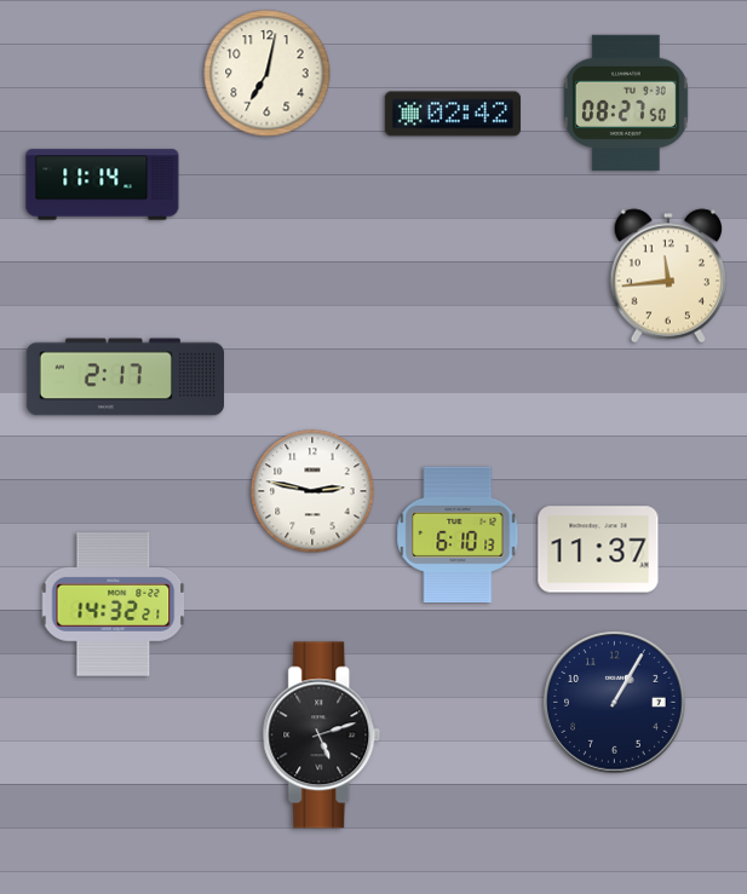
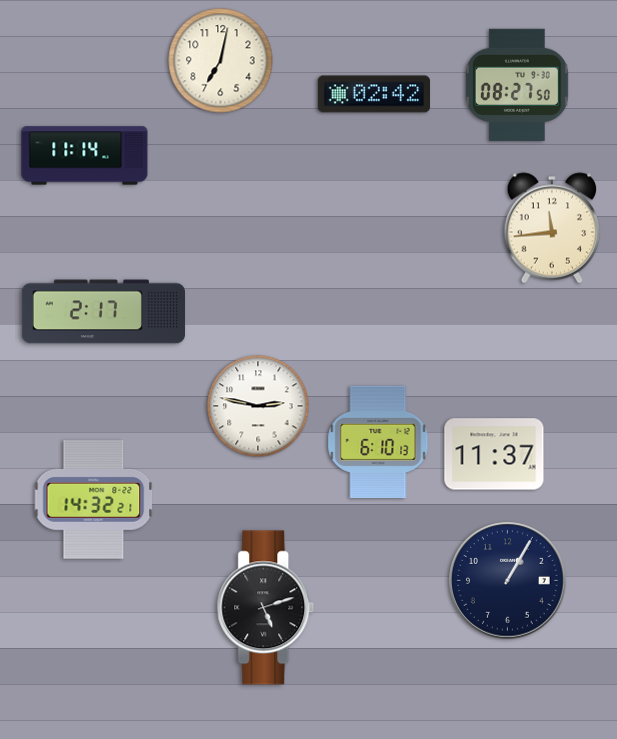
clock at (103, 185) position: (103, 185) -> (85, 156)
